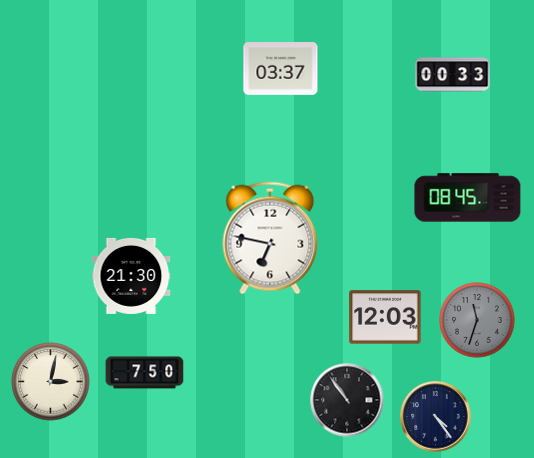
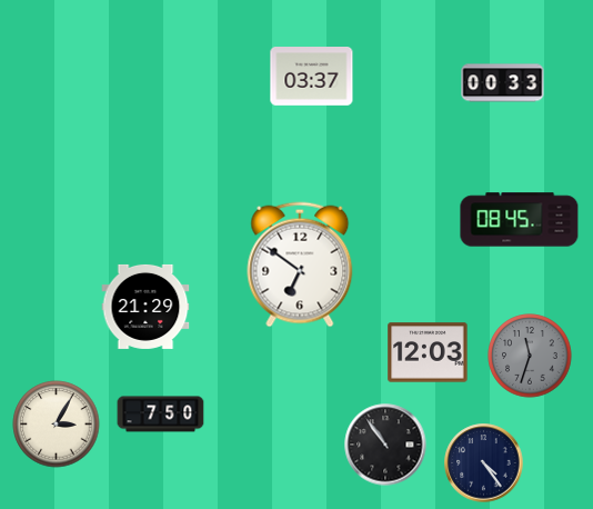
clock at (270, 238): 6:47 -> 6:51
clock at (131, 276): 21:30 -> 21:29
clock at (51, 382): 3:02 -> 3:05
